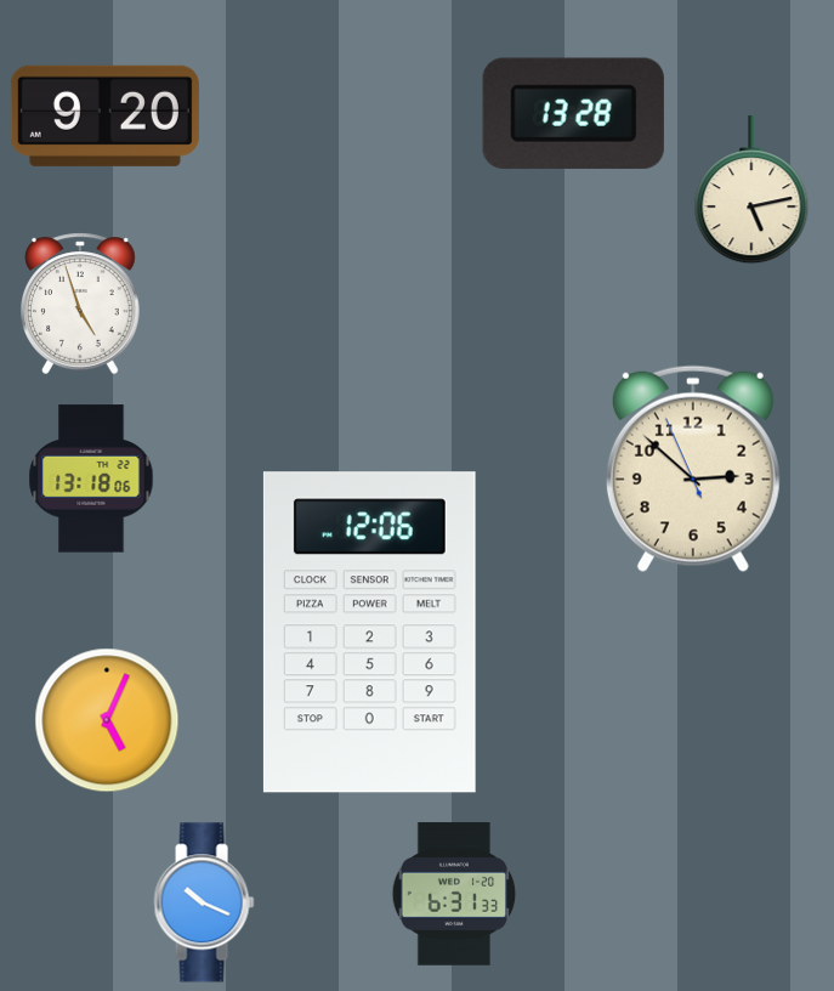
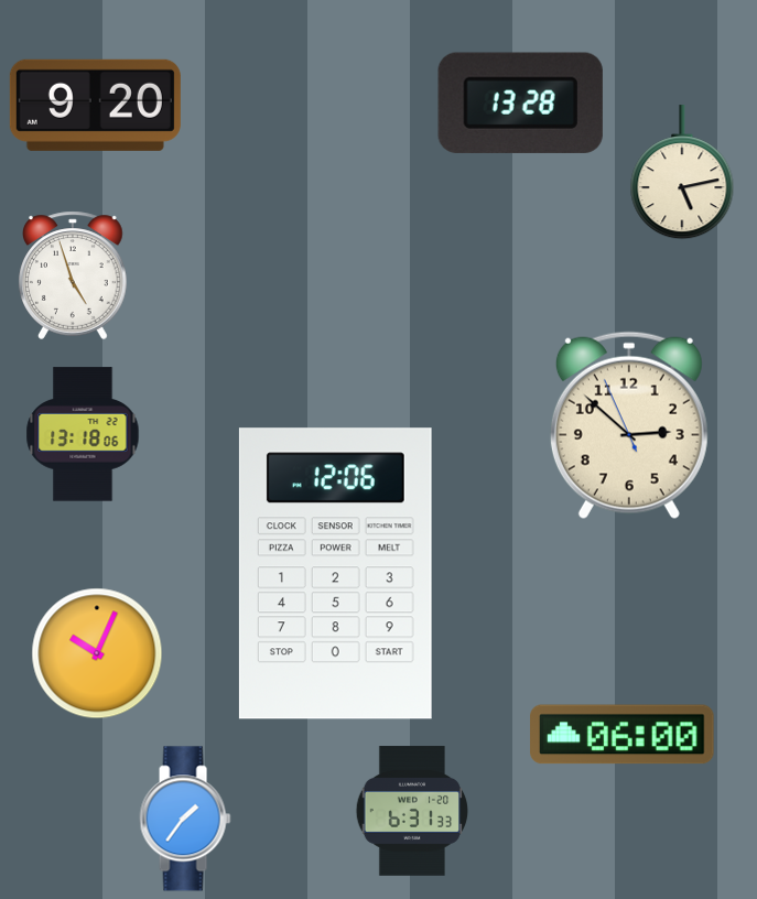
clock at (107, 720): 5:04 -> 10:04
clock at (623, 735): none -> 06:00
clock at (204, 902): 10:19 -> 1:36
